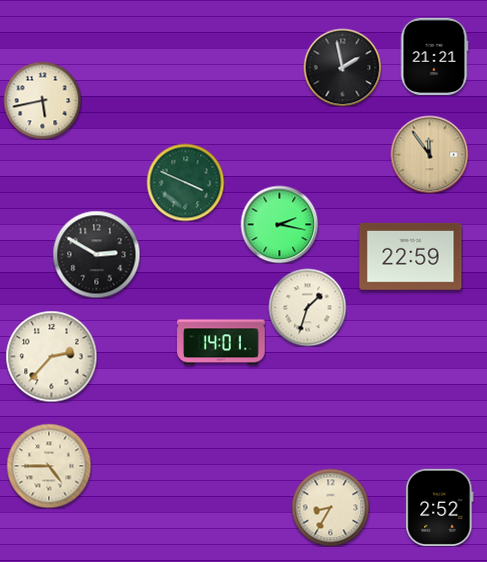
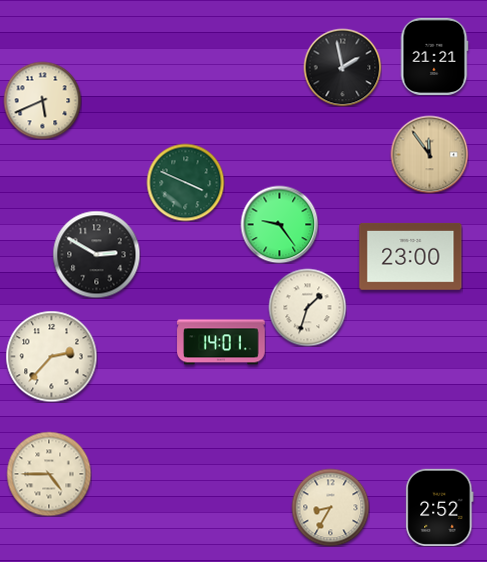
clock at (42, 100): 5:43 -> 5:41
clock at (279, 224): 2:17 -> 9:24
clock at (411, 256): 22:59 -> 23:00
clock at (49, 466) position: (49, 466) -> (49, 474)
